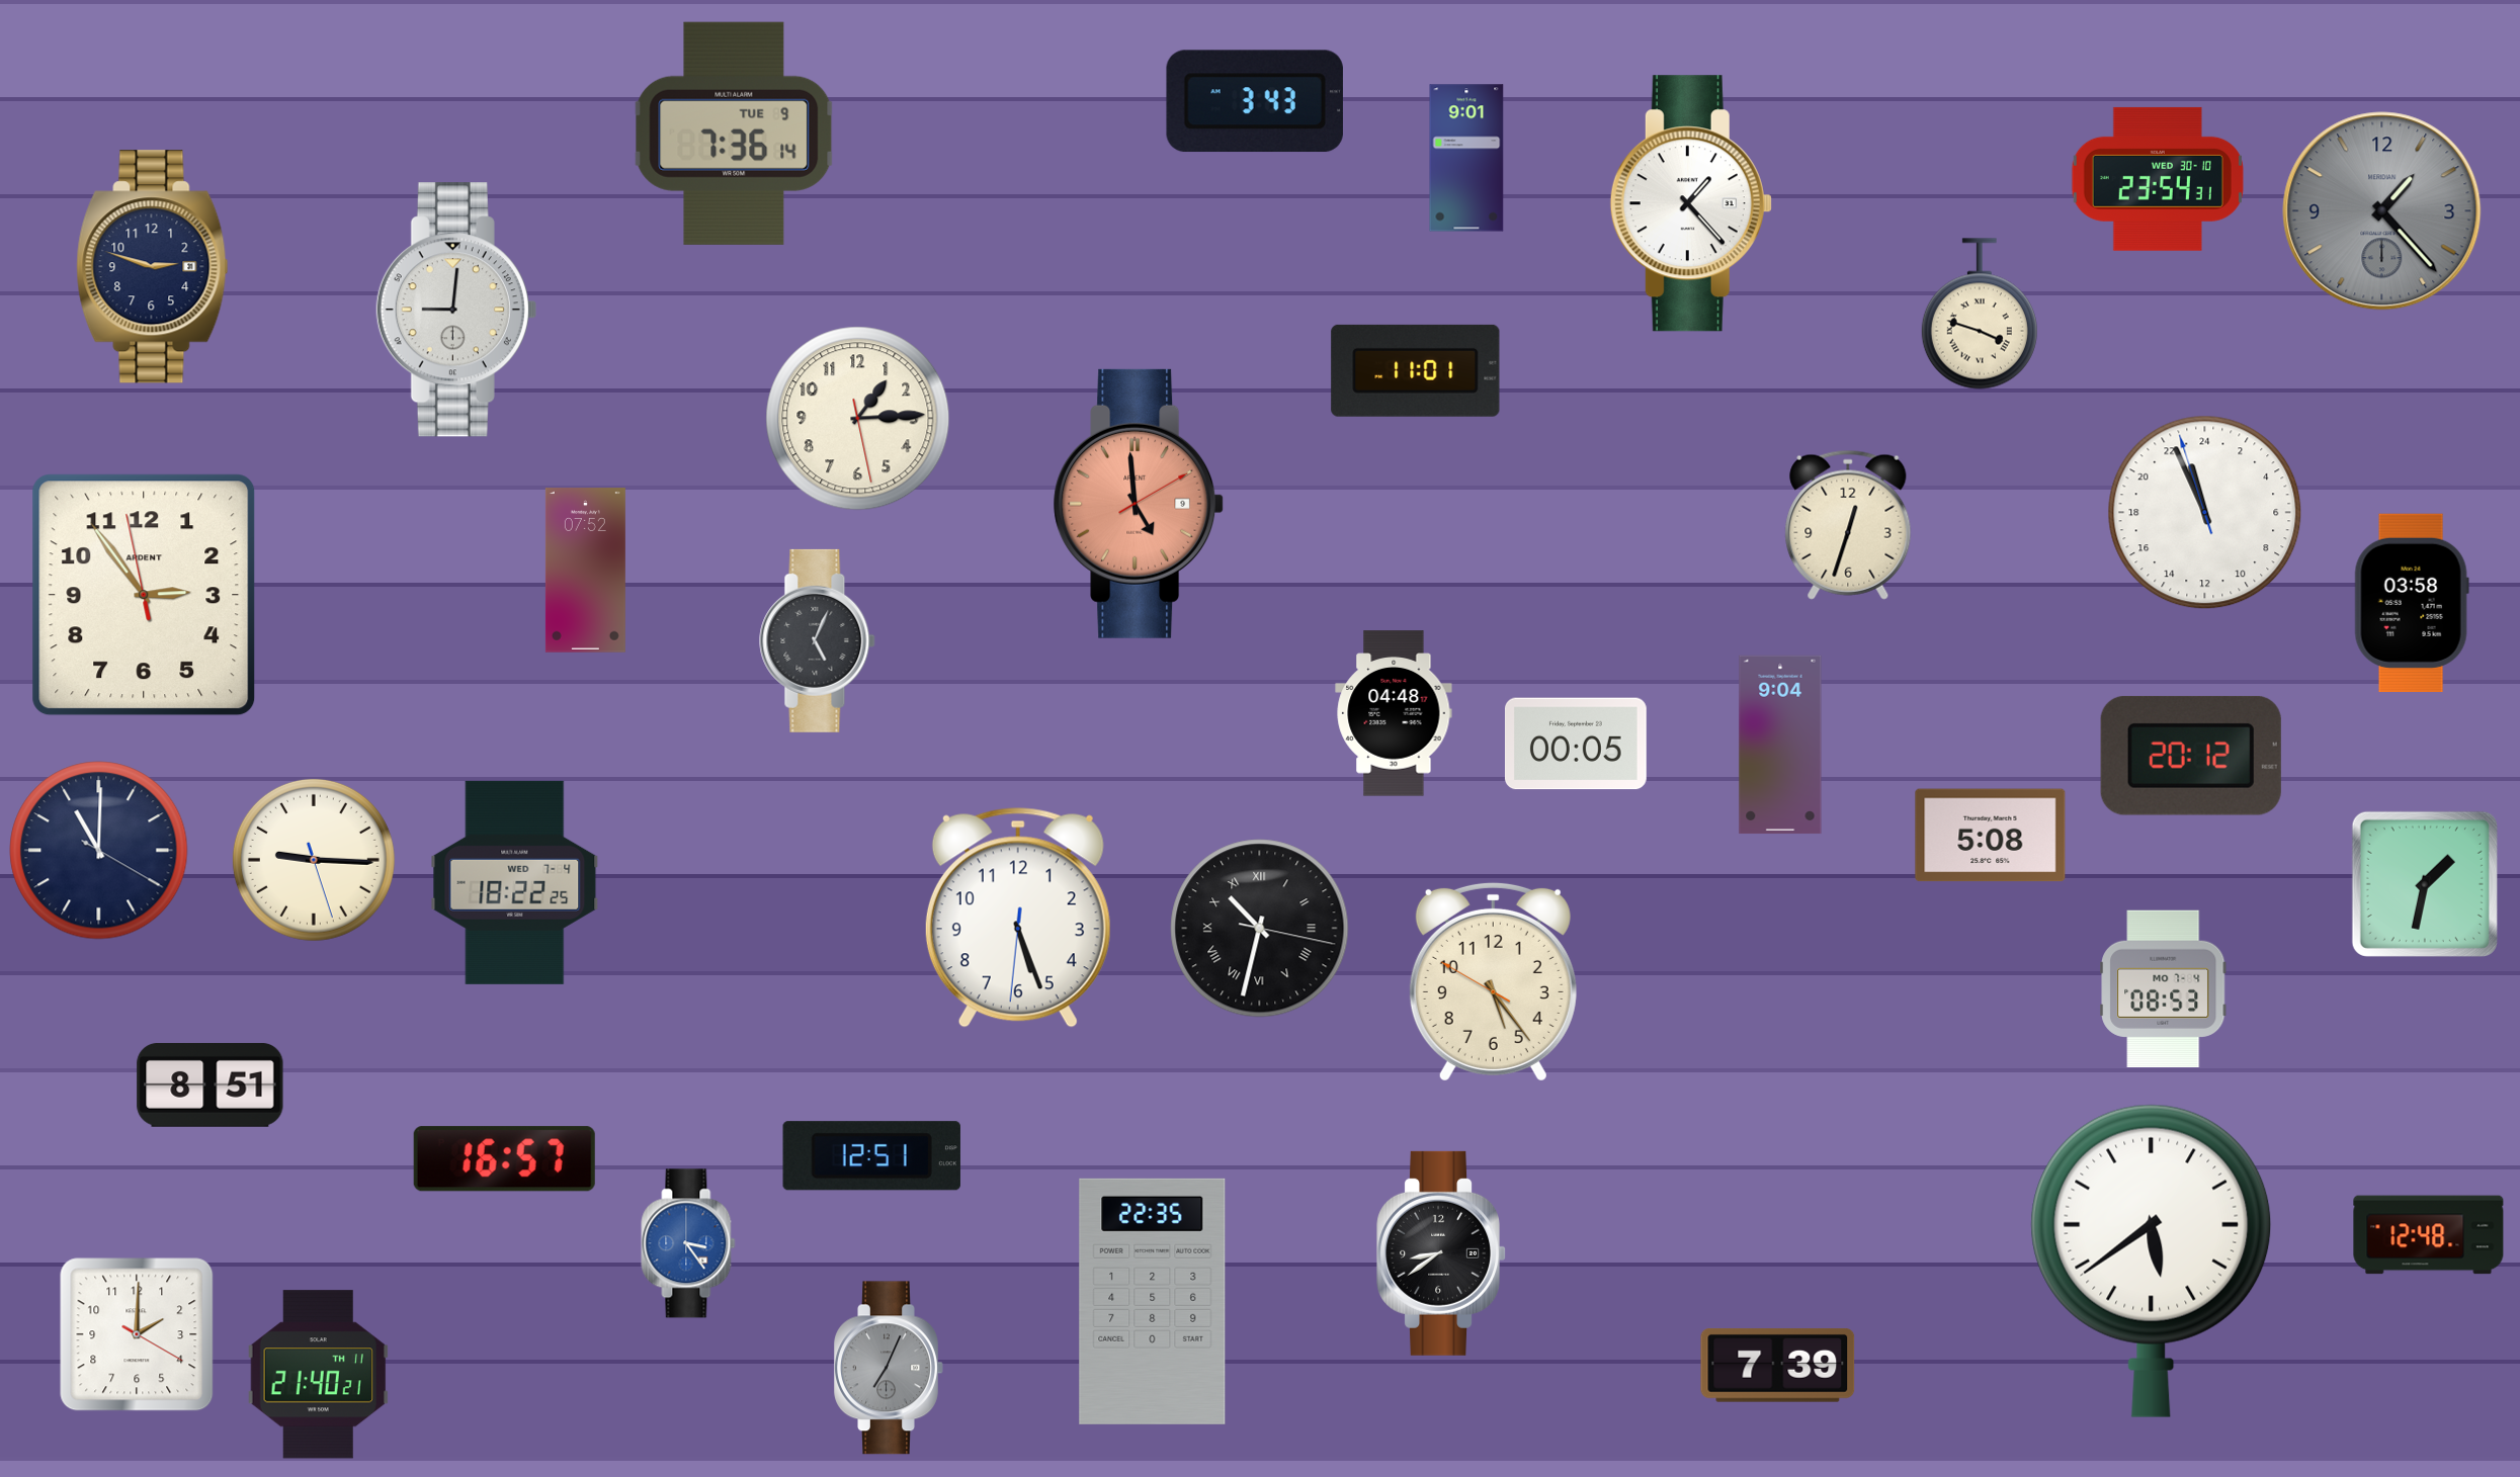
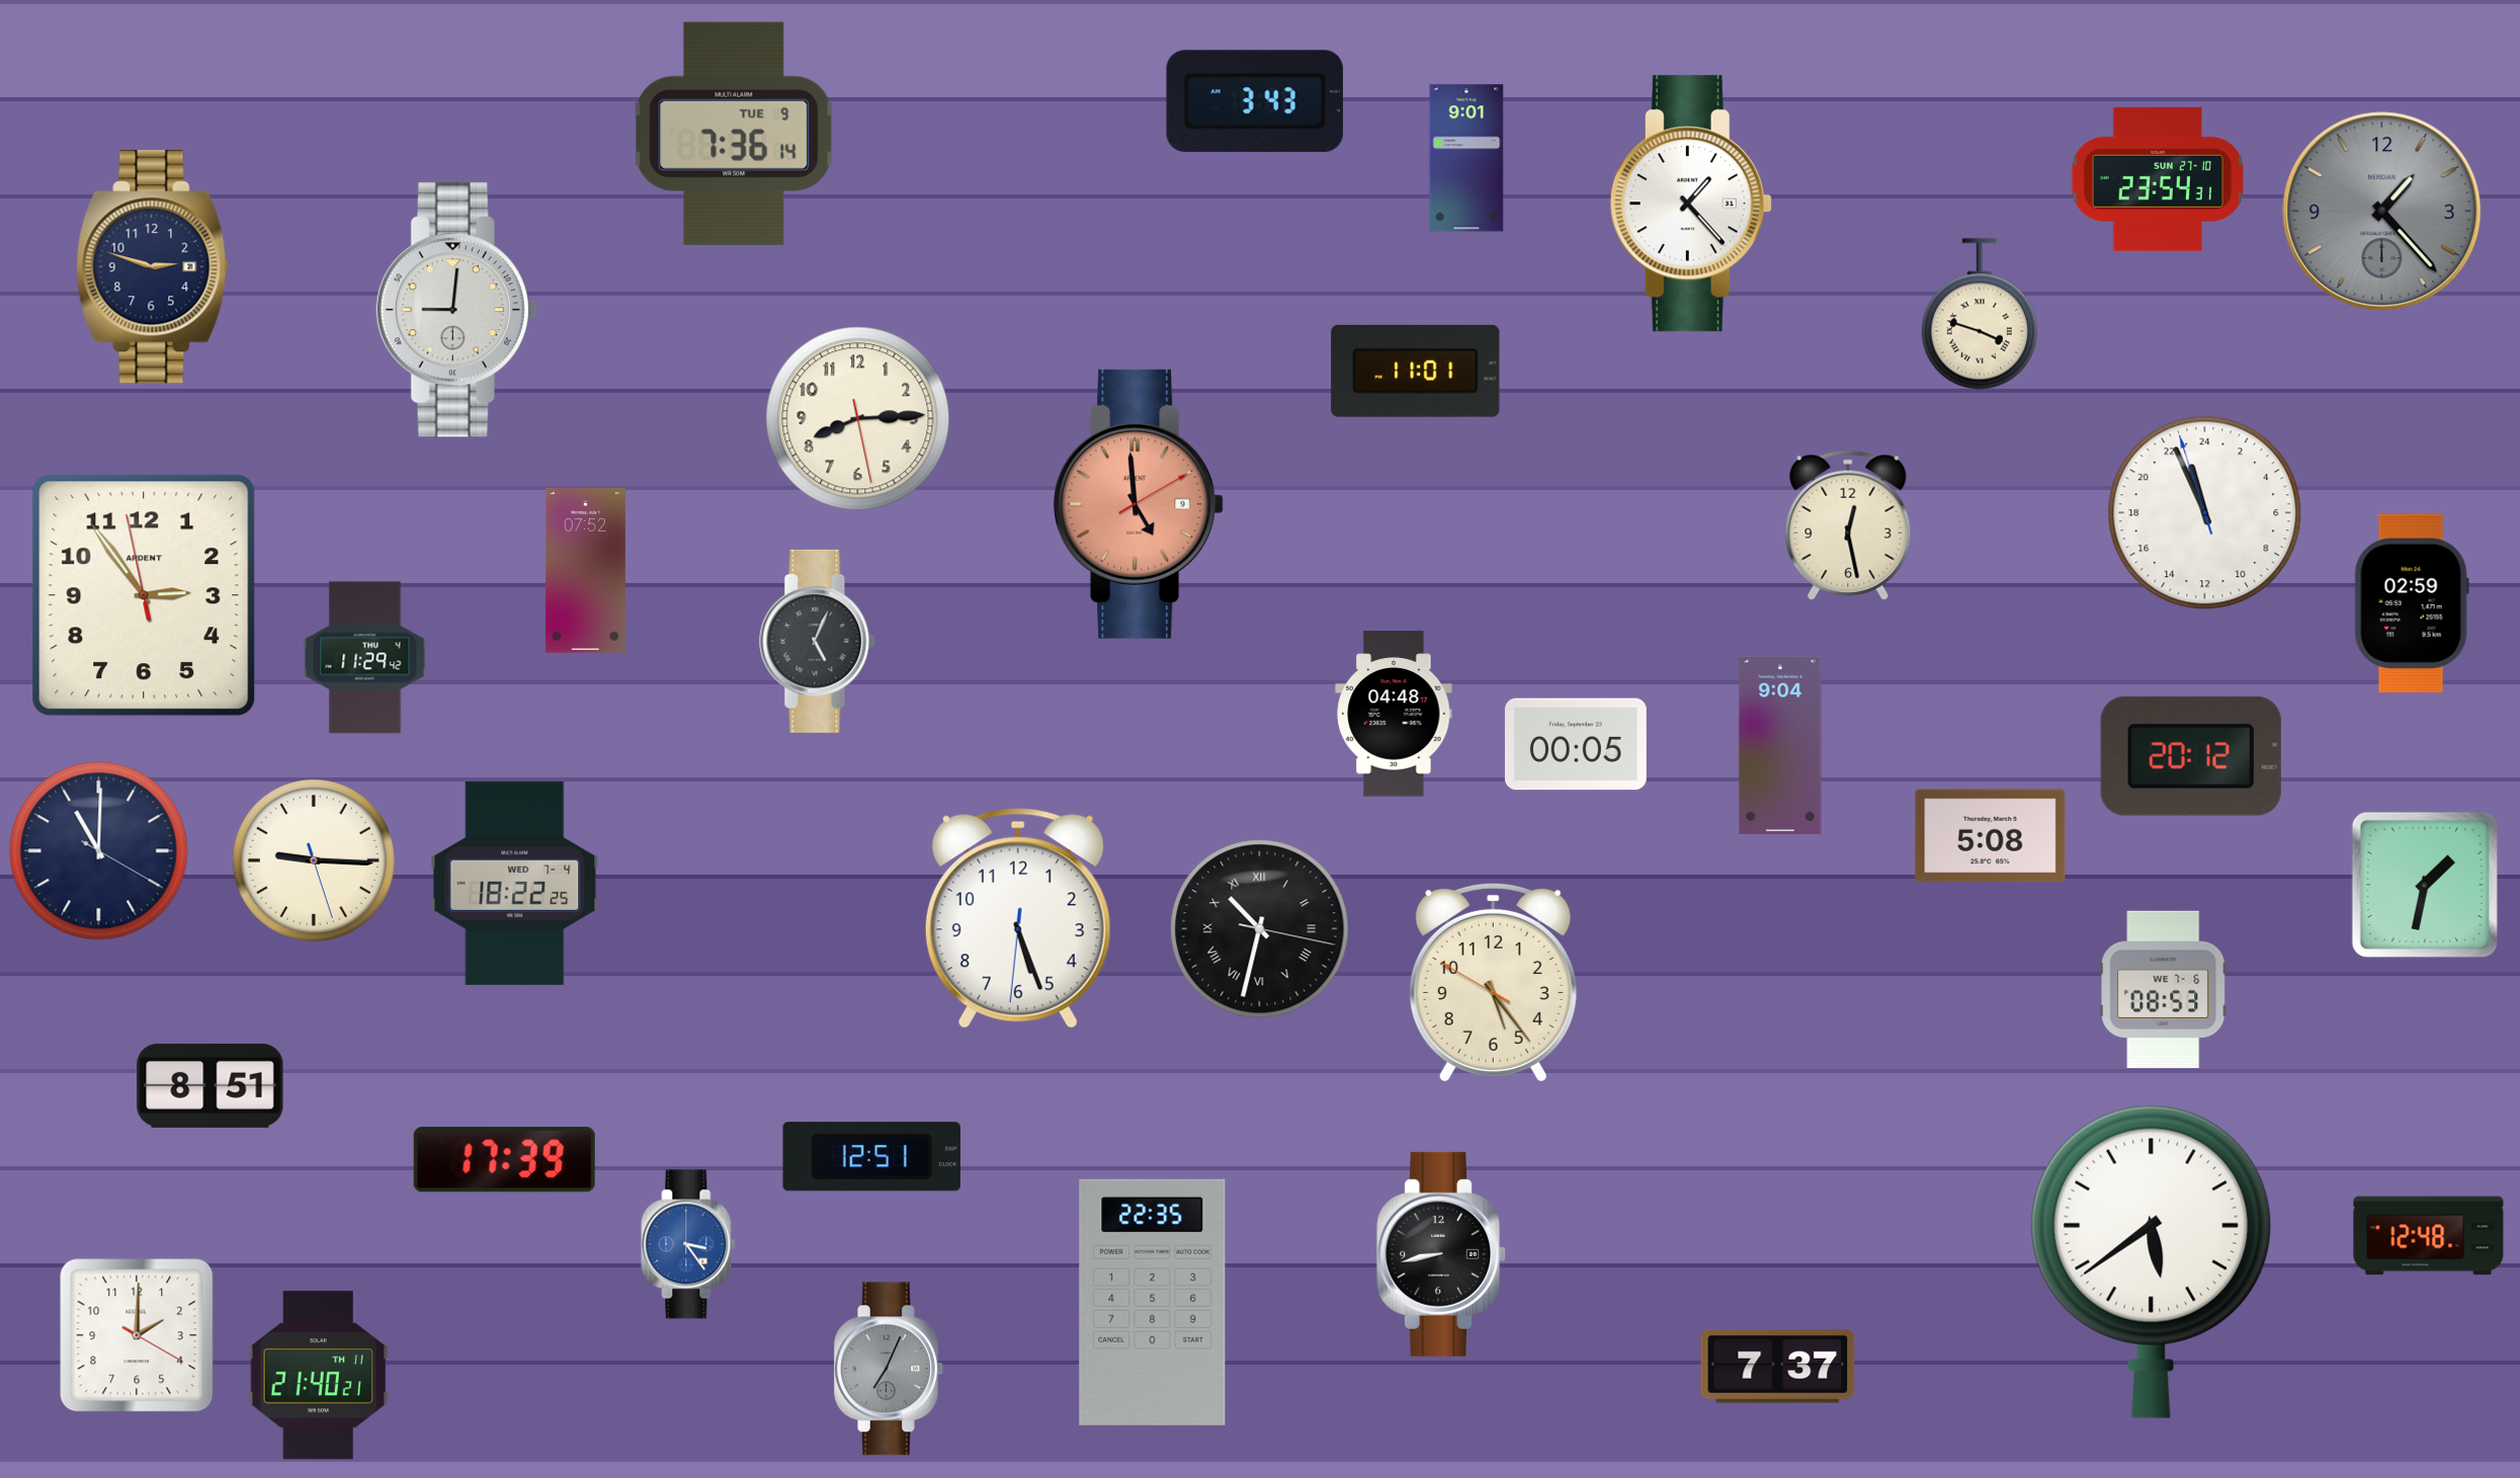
clock at (2158, 179) date: WED 30-10 -> SUN 27-10
clock at (858, 419): 1:14 -> 8:14
clock at (1848, 525): 12:33 -> 12:28
clock at (2412, 602): 03:58 -> 02:59
clock at (365, 658): none -> 11:29
clock at (2164, 988) date: MO 7-4 -> WE 7-6
clock at (504, 1159): 16:57 -> 17:39
clock at (1441, 1253): 8:39 -> 8:43
clock at (1778, 1365): 7:39 -> 7:37
